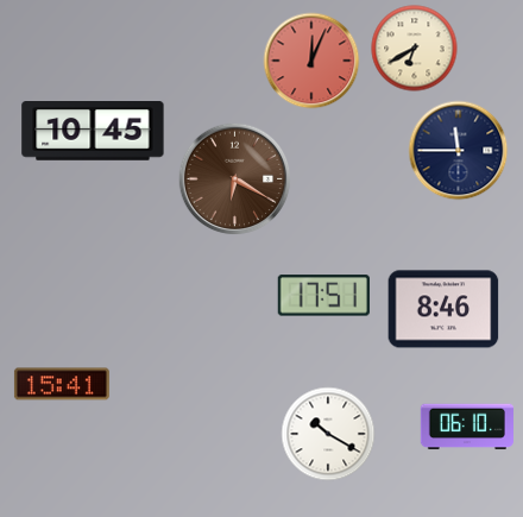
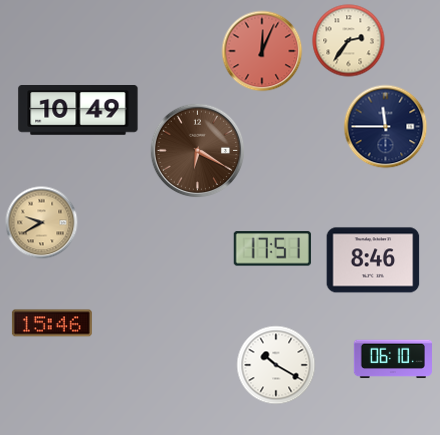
clock at (415, 49): 6:40 -> 2:36
clock at (93, 131): 10:45 -> 10:49
clock at (42, 223): none -> 9:40
clock at (62, 384): 15:41 -> 15:46
